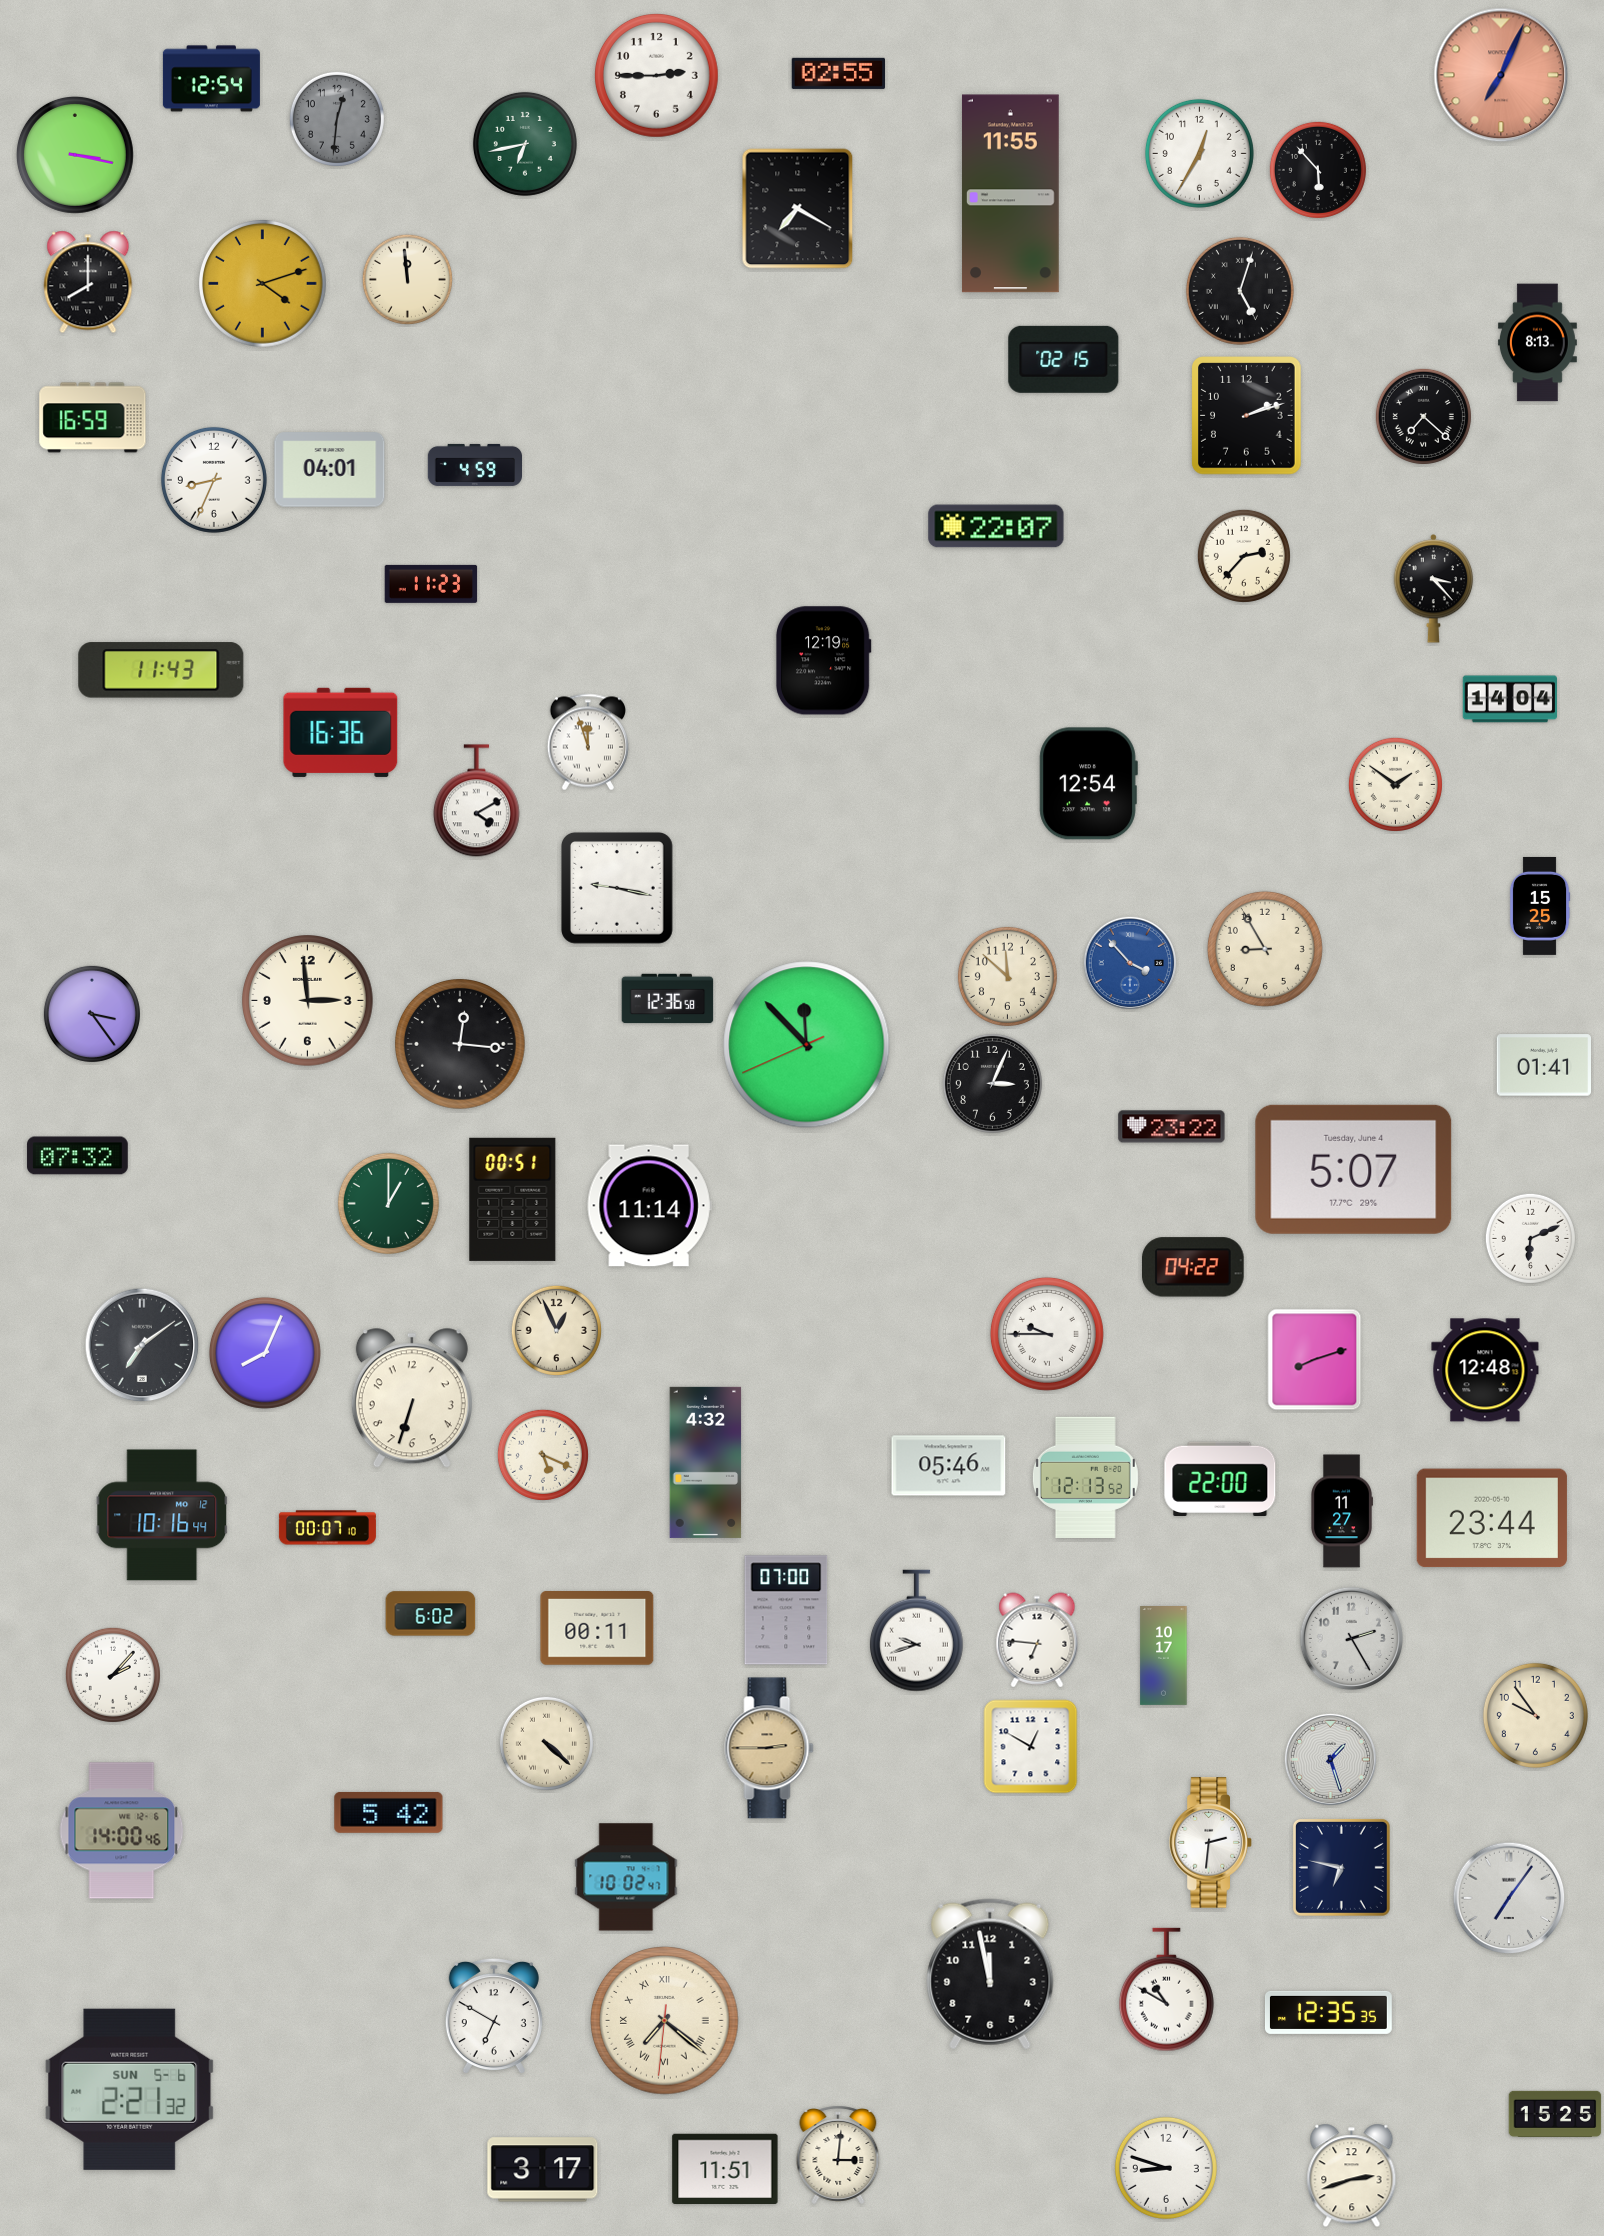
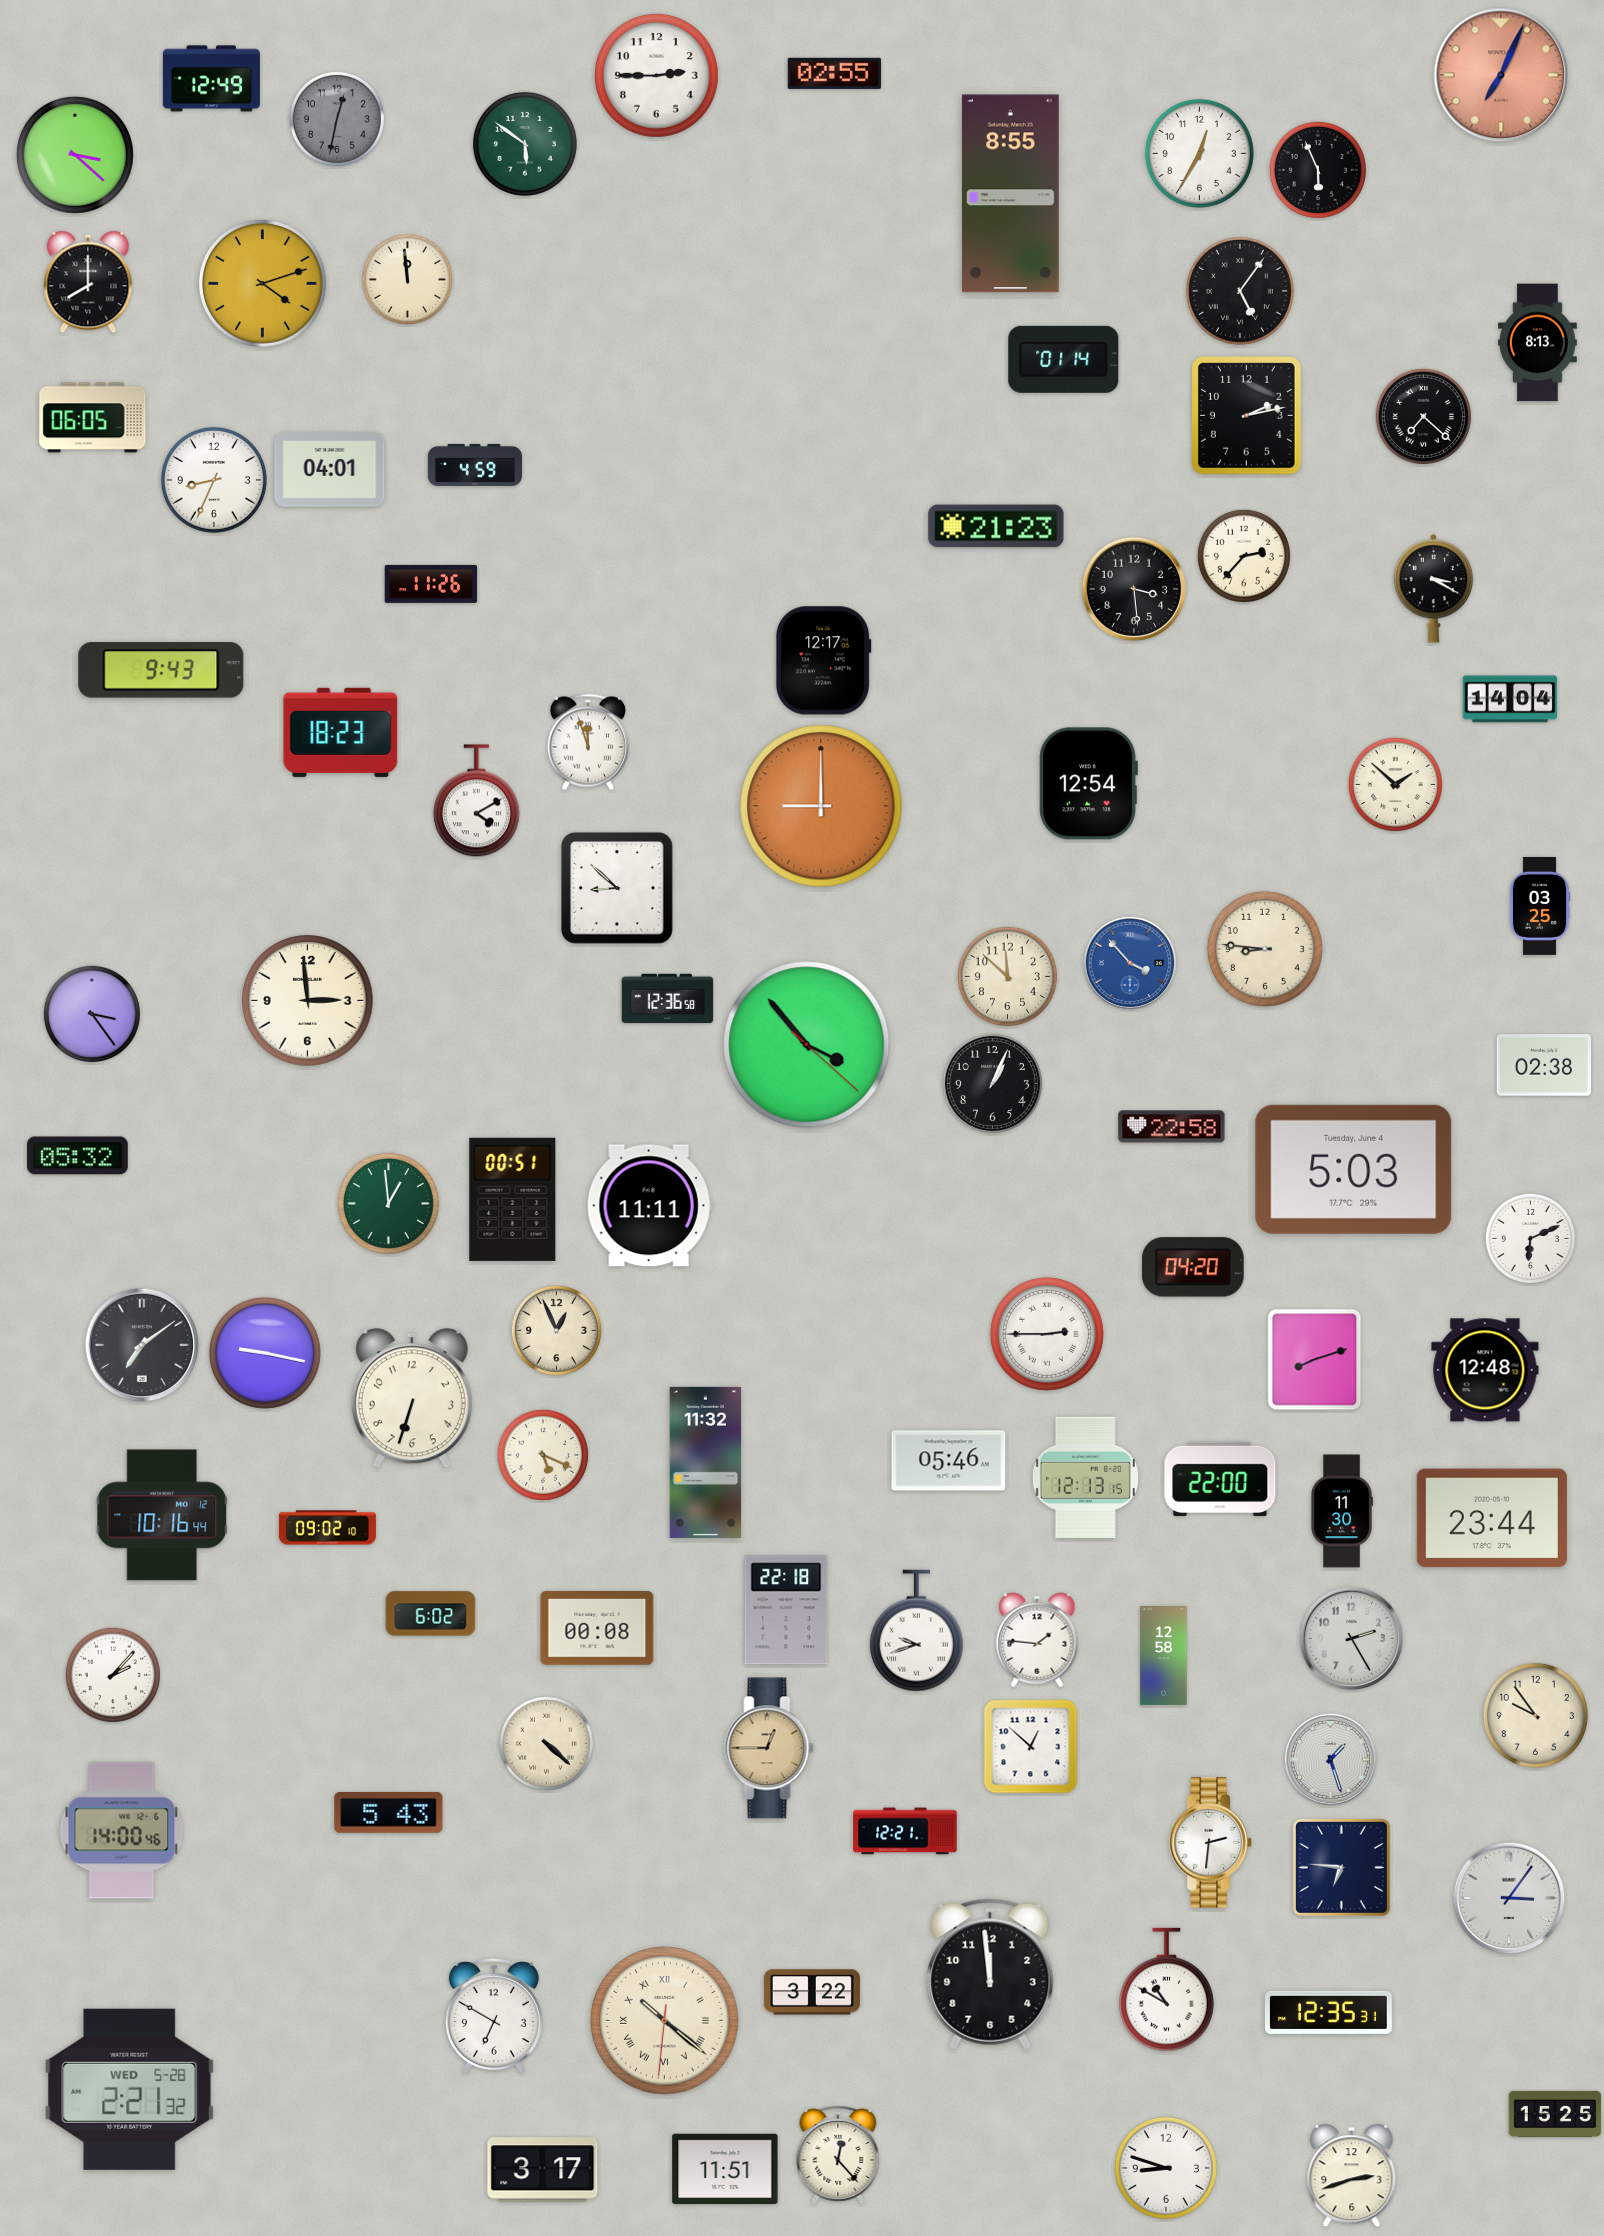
clock at (838, 73) position: (838, 73) -> (834, 73)
clock at (211, 79): 12:54 -> 12:49
clock at (337, 119): 12:31 -> 12:32
clock at (525, 144): 6:43 -> 5:51
clock at (75, 155): 3:17 -> 3:22
clock at (1318, 170): 5:53 -> 5:56
clock at (1010, 194): 11:55 -> 8:55
clock at (798, 209): 7:20 -> none
clock at (1240, 291): 5:03 -> 5:06
clock at (1064, 359): 02:15 -> 01:14
clock at (1247, 416): 2:12 -> 2:13
clock at (93, 418): 16:59 -> 06:05
clock at (996, 526): 22:07 -> 21:23
clock at (431, 584): 11:23 -> 11:26
clock at (1134, 589): none -> 3:29
clock at (1434, 589): 3:23 -> 3:20
clock at (823, 661): 12:19 -> 12:17
clock at (161, 670): 11:43 -> 9:43
clock at (341, 732): 16:36 -> 18:23
clock at (1395, 784): 1:51 -> 1:52
clock at (821, 806): none -> 9:00
clock at (617, 888): 9:17 -> 8:52
clock at (1540, 906): 15:25 -> 03:25
clock at (1265, 949): 8:55 -> 8:46
clock at (461, 1045): 12:16 -> none
clock at (807, 1045): 11:52 -> 3:53
clock at (1543, 1065): 01:41 -> 02:38
clock at (992, 1083): 3:04 -> 1:04
clock at (1172, 1127): 23:22 -> 22:58
clock at (78, 1156): 07:32 -> 05:32
clock at (1354, 1169): 5:07 -> 5:03
clock at (388, 1203): 1:00 -> 12:59
clock at (649, 1206): 11:14 -> 11:11
clock at (1194, 1267): 04:22 -> 04:20
clock at (1047, 1334): 9:45 -> 2:45
clock at (265, 1353): 8:04 -> 9:17
clock at (706, 1462): 4:32 -> 11:32
clock at (949, 1466) position: (949, 1466) -> (949, 1461)
clock at (1085, 1477): 12:13:52 -> 12:13:15
clock at (1342, 1511): 11:27 -> 11:30
clock at (327, 1528): 00:07 -> 09:02
clock at (786, 1610): 07:00 -> 22:18
clock at (597, 1629): 00:11 -> 00:08
clock at (1037, 1640): 6:46 -> 1:46
clock at (1164, 1656): 10:17 -> 12:58
clock at (1031, 1747): 12:50 -> 12:52
clock at (769, 1748): 2:45 -> 12:45
clock at (389, 1812): 5:42 -> 5:43
clock at (905, 1831): none -> 12:21
clock at (1341, 1867): 6:47 -> 6:46
clock at (626, 1877): 10:02 -> none
clock at (1509, 1898): 7:06 -> 3:06
clock at (990, 1974): 11:58 -> 11:59
clock at (812, 1992): none -> 3:22
clock at (1328, 2012): 12:35:35 -> 12:35:31
clock at (665, 2021): 7:21 -> 10:21
clock at (130, 2089) date: SUN 5-6 -> WED 5-28
clock at (838, 2155): 3:01 -> 12:23
